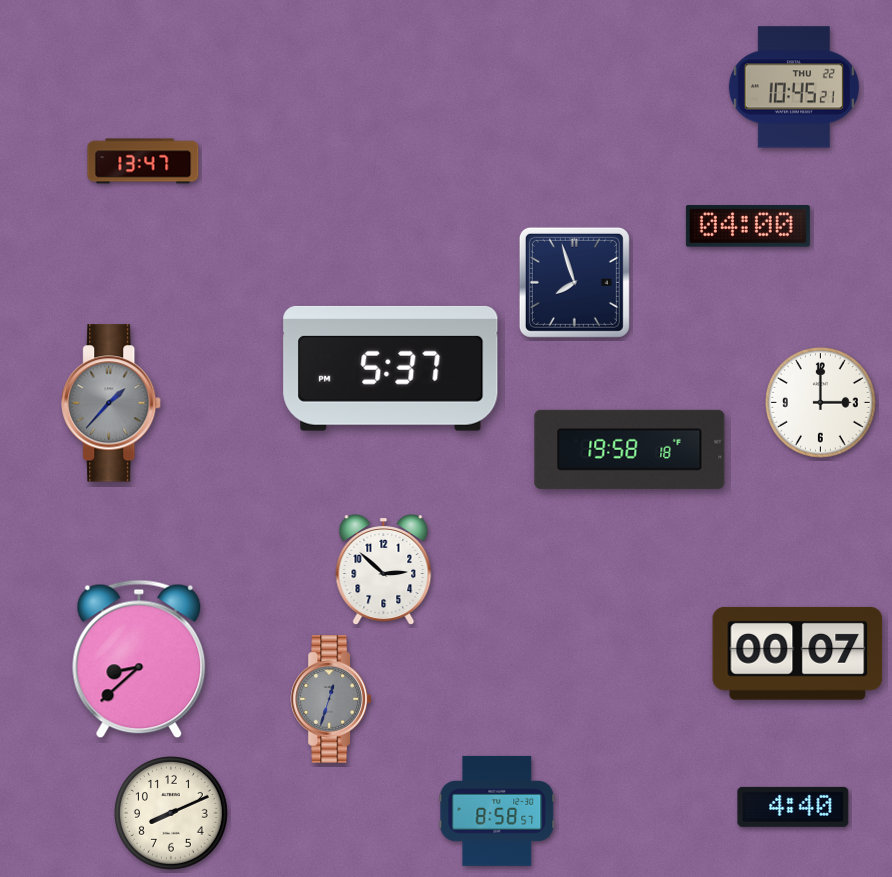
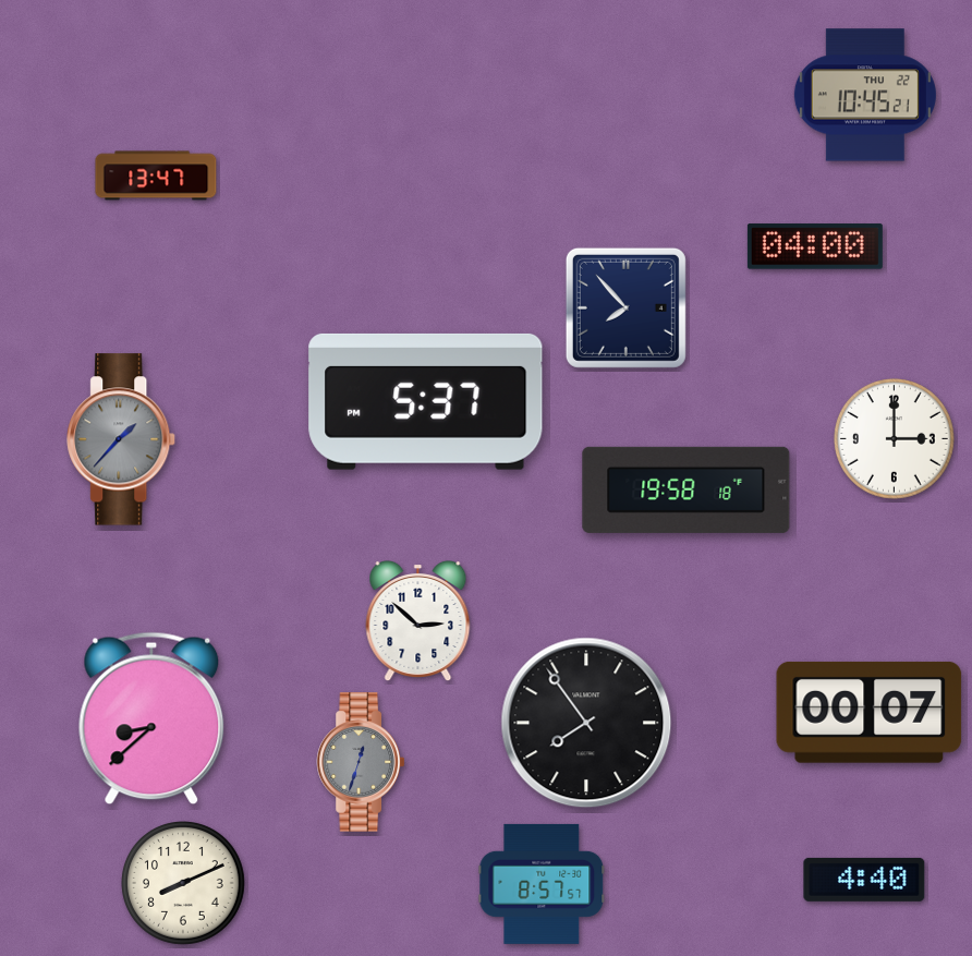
clock at (574, 282): 7:57 -> 7:53
clock at (586, 723): none -> 7:54
clock at (497, 811): 8:58 -> 8:57
clock at (172, 814) position: (172, 814) -> (184, 884)
